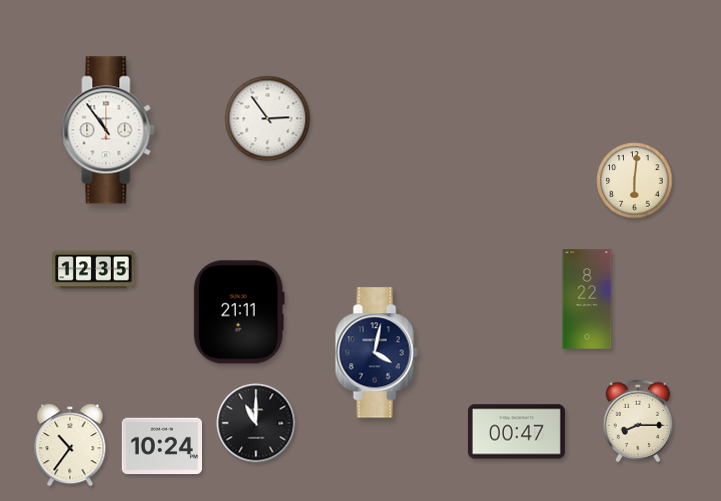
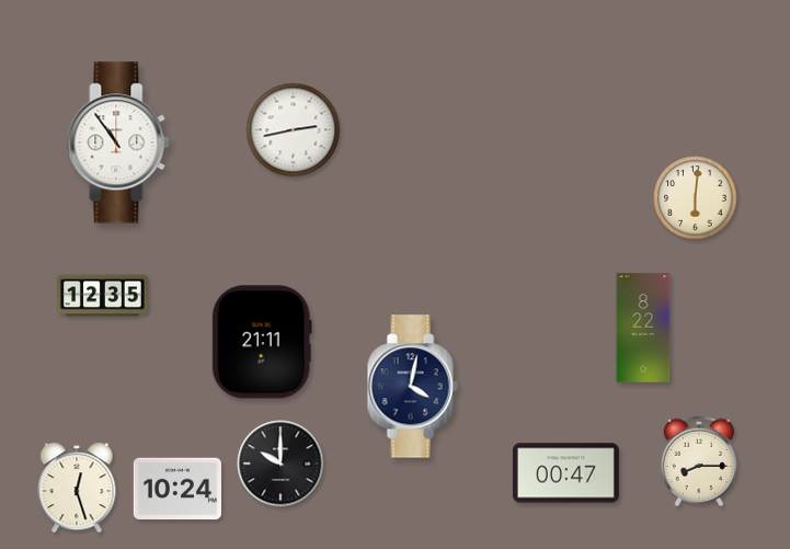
clock at (268, 119): 2:54 -> 2:43
clock at (256, 423): 11:00 -> 10:00
clock at (70, 445): 10:36 -> 12:27
